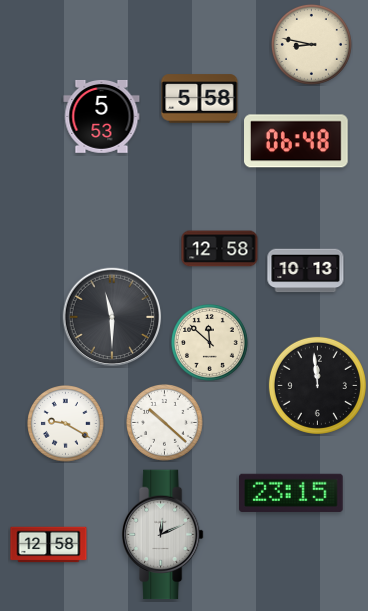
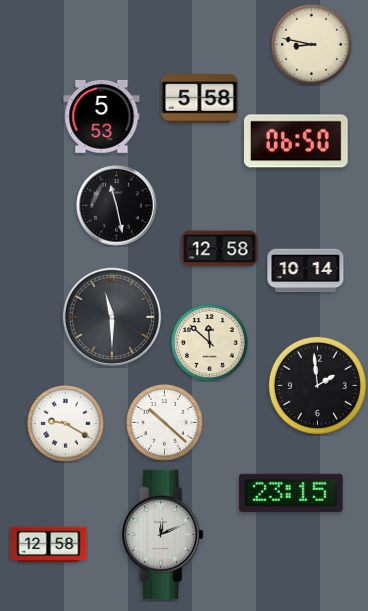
clock at (297, 141): 06:48 -> 06:50
clock at (117, 206): none -> 11:28
clock at (306, 271): 10:13 -> 10:14
clock at (317, 385): 11:59 -> 1:59
